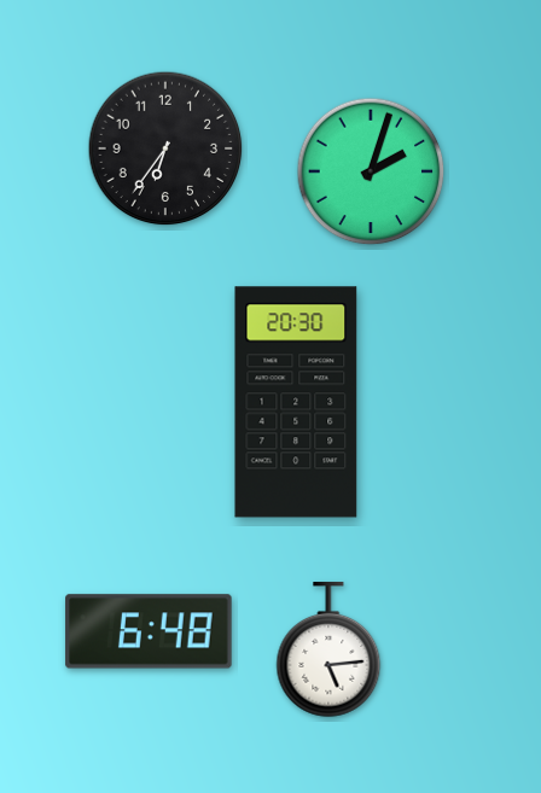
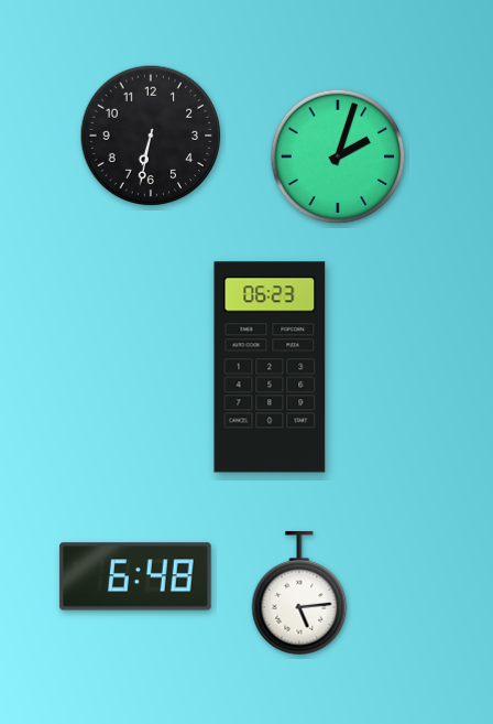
clock at (165, 148): 6:36 -> 6:32
clock at (296, 402): 20:30 -> 06:23
